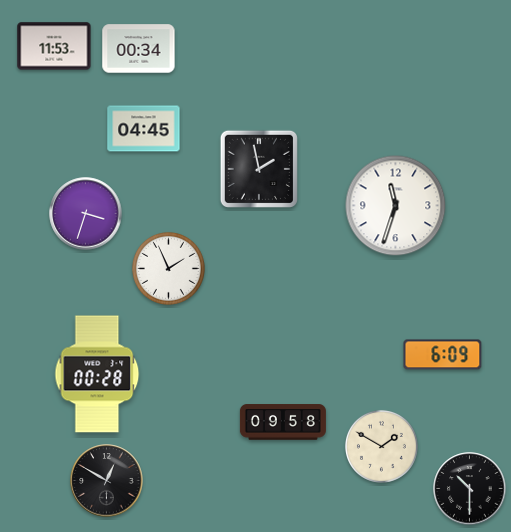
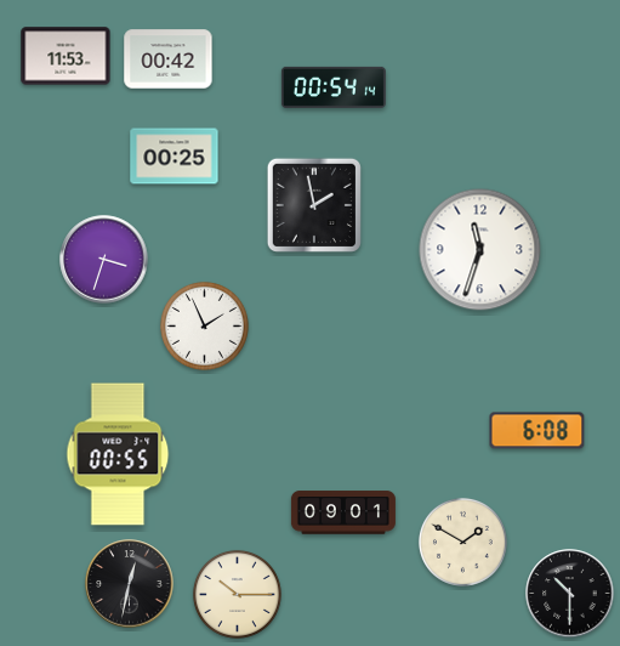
clock at (139, 49): 00:34 -> 00:42
clock at (334, 87): none -> 00:54
clock at (144, 129): 04:45 -> 00:25
clock at (443, 355): 6:09 -> 6:08
clock at (97, 374): 00:28 -> 00:55
clock at (283, 422): 09:58 -> 09:01
clock at (107, 481): 12:50 -> 12:32
clock at (237, 594): none -> 10:15
